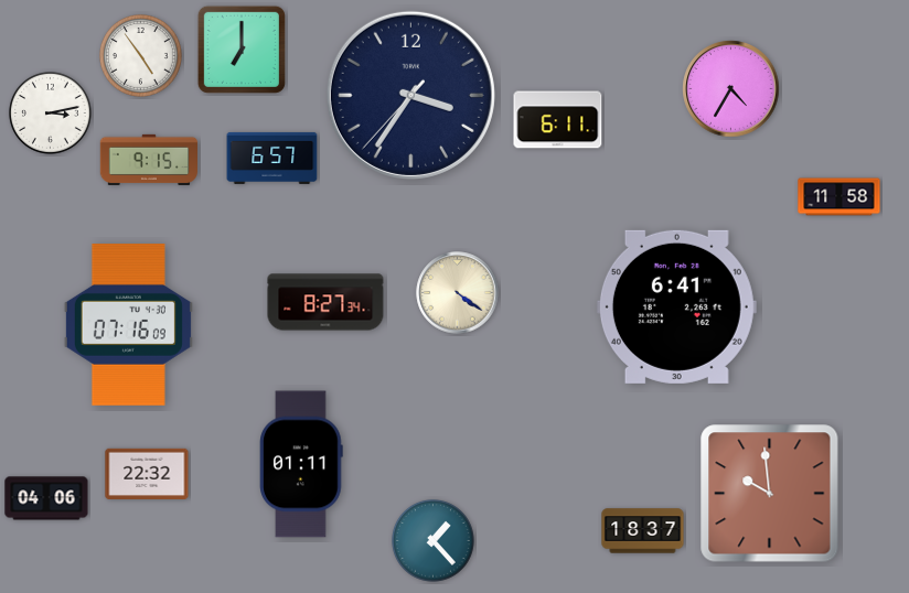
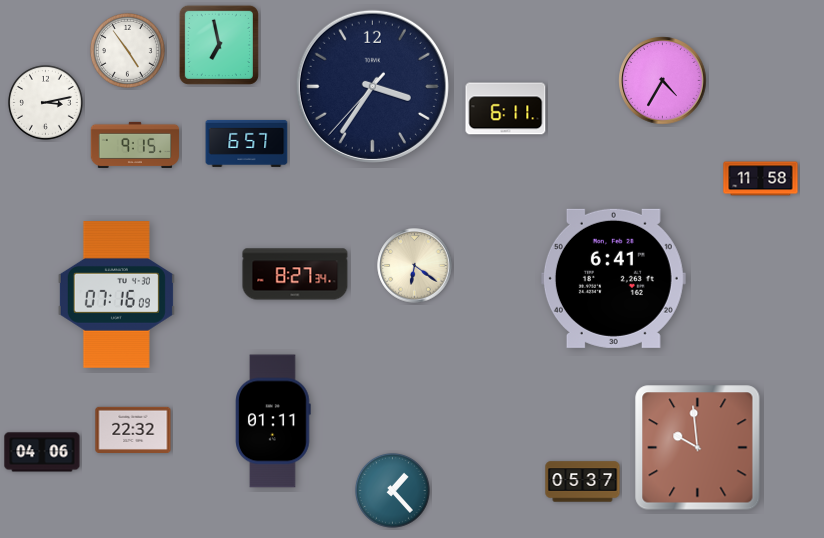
clock at (242, 50): 7:00 -> 6:58
clock at (458, 293): 4:21 -> 6:21
clock at (643, 531): 18:37 -> 05:37
